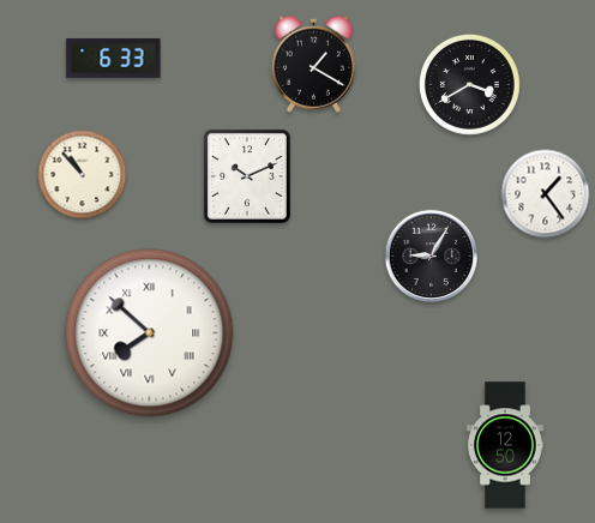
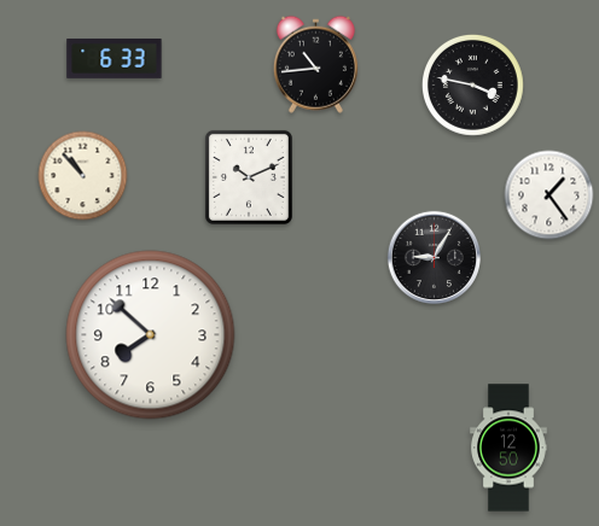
clock at (313, 64): 1:20 -> 10:44
clock at (469, 84): 3:40 -> 3:47
clock at (150, 333) numerals: Roman -> Arabic
